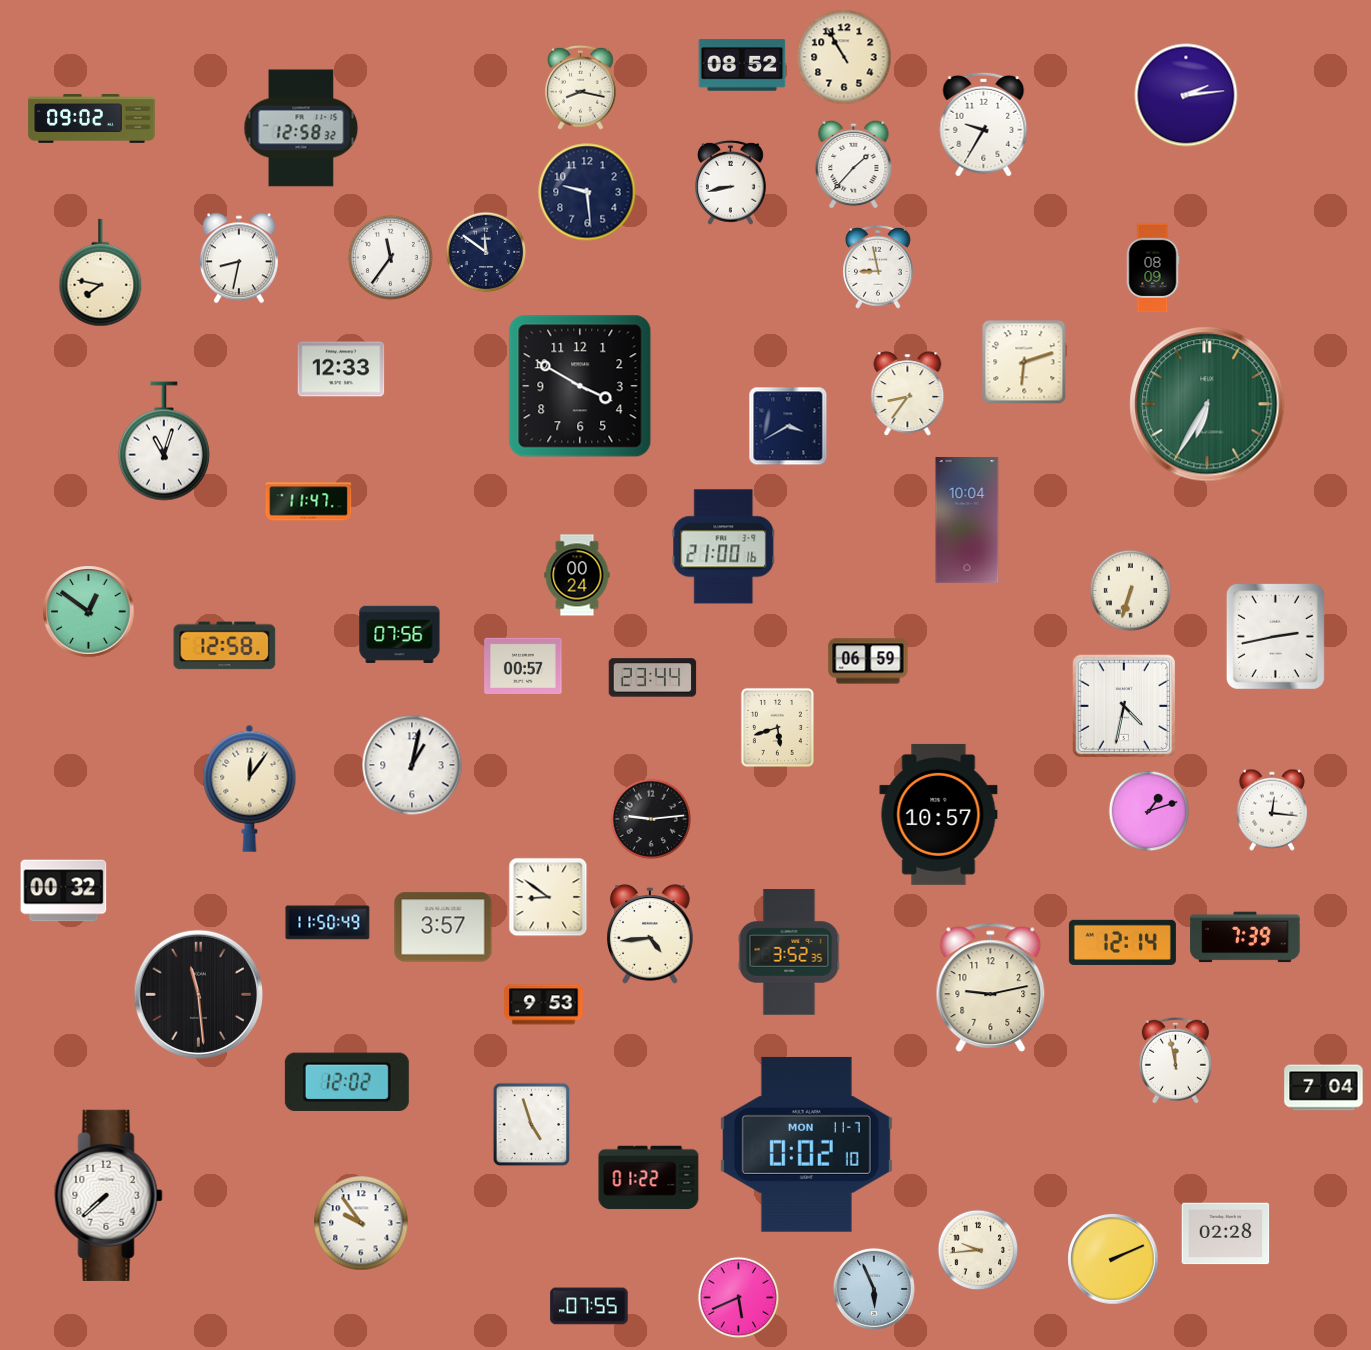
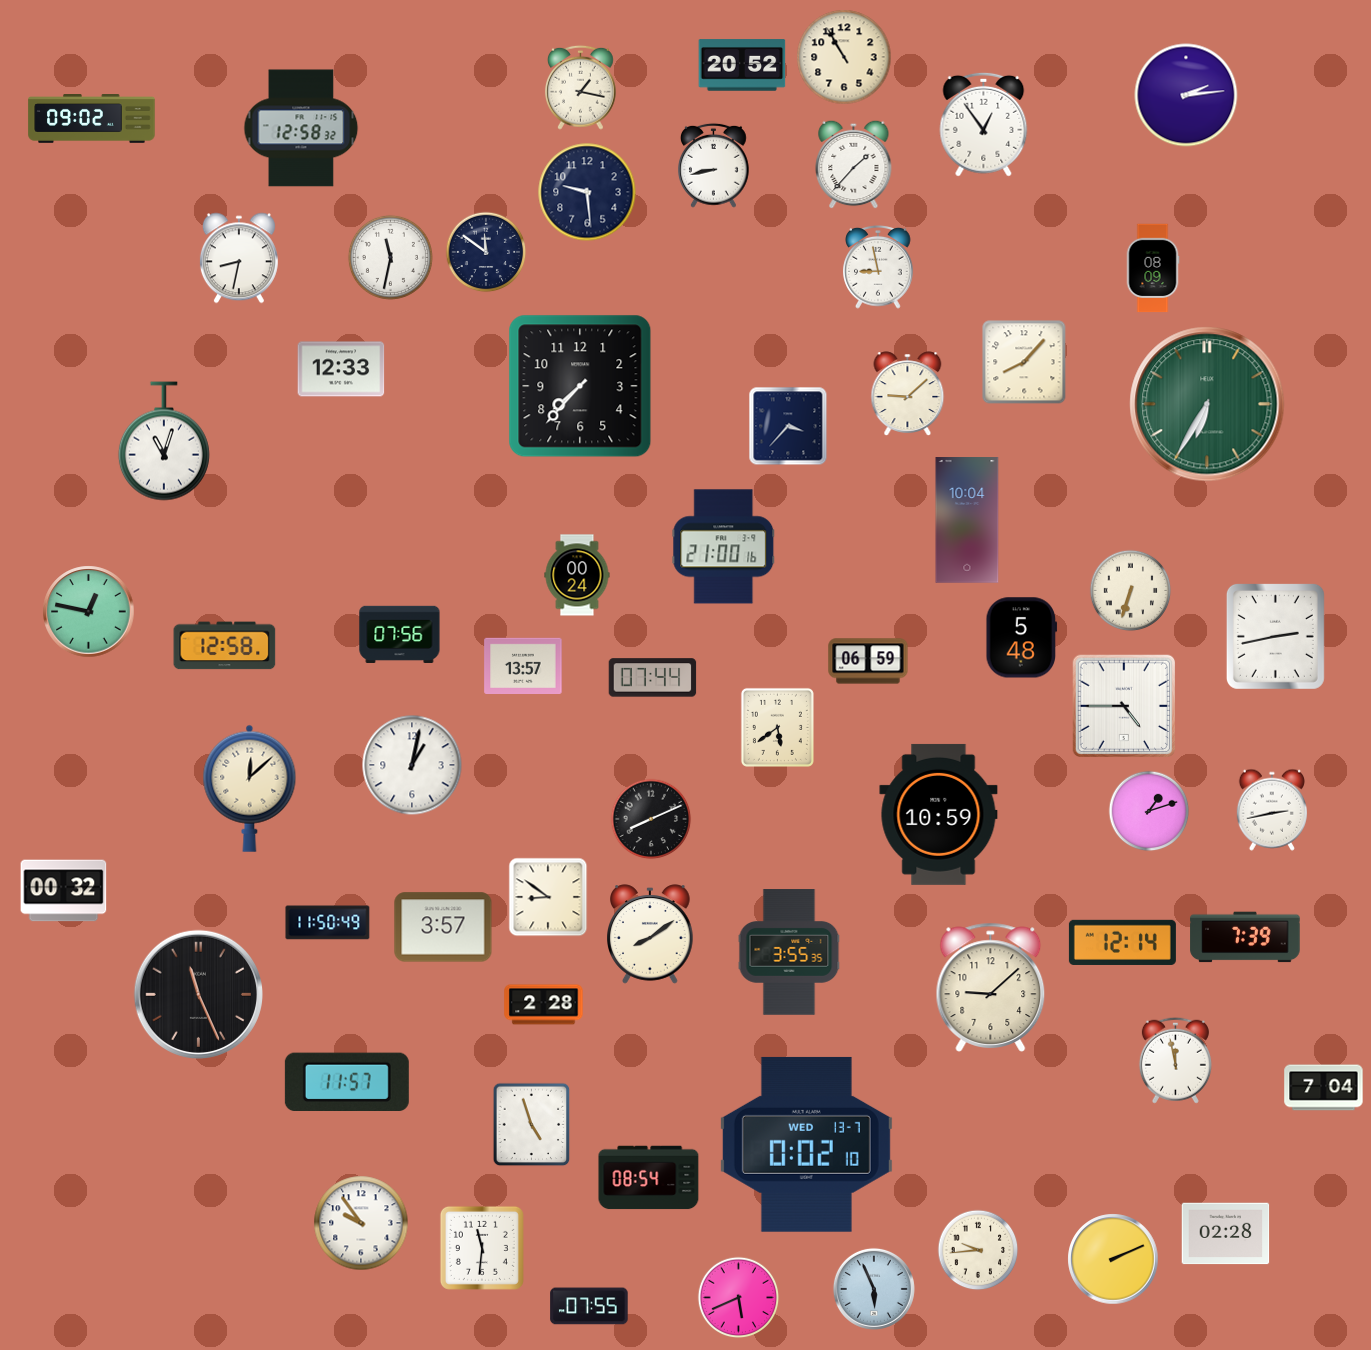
clock at (742, 65): 08:52 -> 20:52
clock at (581, 87): 8:17 -> 1:17
clock at (984, 124): 9:35 -> 12:54
clock at (731, 182) position: (731, 182) -> (714, 165)
clock at (390, 257): 11:36 -> 11:32
clock at (101, 273): 7:47 -> none
clock at (1024, 362): 6:12 -> 8:07
clock at (580, 386): 3:50 -> 7:37
clock at (908, 394): 8:36 -> 9:08
clock at (788, 426): 3:40 -> 3:37
clock at (309, 502): 11:47 -> none
clock at (89, 612): 12:51 -> 12:47
clock at (1022, 638): none -> 5:48
clock at (523, 665): 00:57 -> 13:57
clock at (653, 678): 23:44 -> 07:44
clock at (1123, 705): 4:32 -> 4:45
clock at (777, 727): 5:42 -> 5:39
clock at (250, 788): 12:06 -> 12:08
clock at (1272, 810): 12:16 -> 2:43
clock at (939, 814): 10:57 -> 10:59
clock at (651, 819): 9:14 -> 8:11
clock at (651, 934): 4:44 -> 8:09
clock at (789, 952): 3:52 -> 3:55
clock at (991, 987): 9:13 -> 9:08
clock at (198, 994): 11:29 -> 11:26
clock at (544, 1005): 9:53 -> 2:28
clock at (347, 1081): 12:02 -> 11:57
clock at (806, 1144) date: MON 11-7 -> WED 13-7
clock at (649, 1178): 01:22 -> 08:54
clock at (109, 1195): 7:38 -> none
clock at (482, 1248): none -> 11:31
